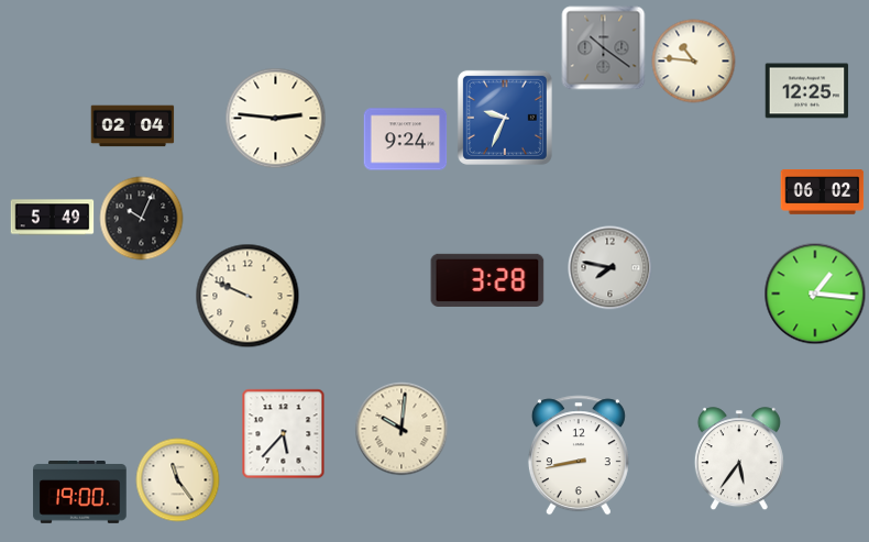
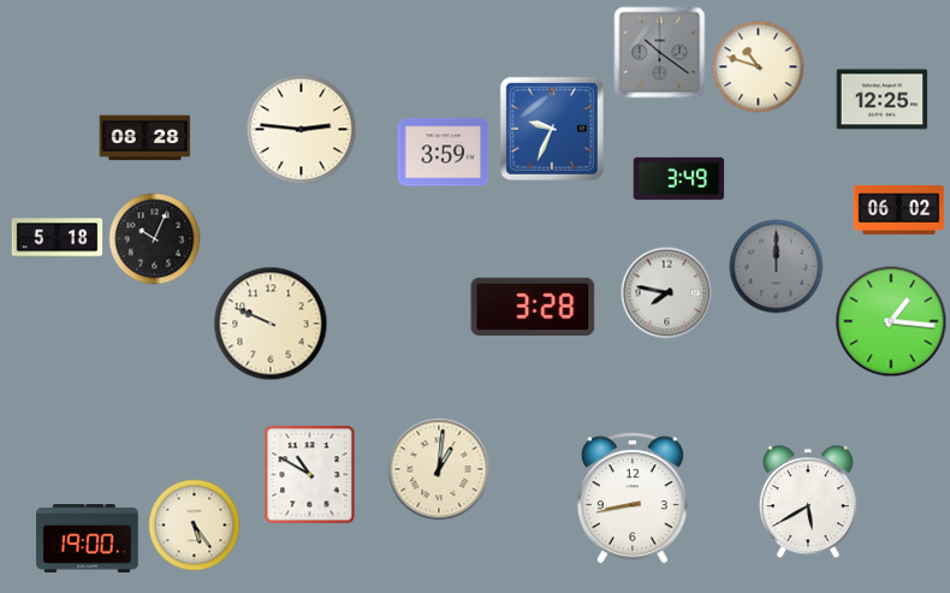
clock at (694, 62): 10:46 -> 10:48
clock at (133, 126): 02:04 -> 08:28
clock at (406, 140): 9:24 -> 3:59
clock at (679, 179): none -> 3:49
clock at (53, 218): 5:49 -> 5:18
clock at (777, 267): none -> 12:00
clock at (402, 429): 10:01 -> 1:01
clock at (284, 434): 5:37 -> 10:50
clock at (739, 460): 5:36 -> 5:40
clock at (178, 480): 11:24 -> 5:24
